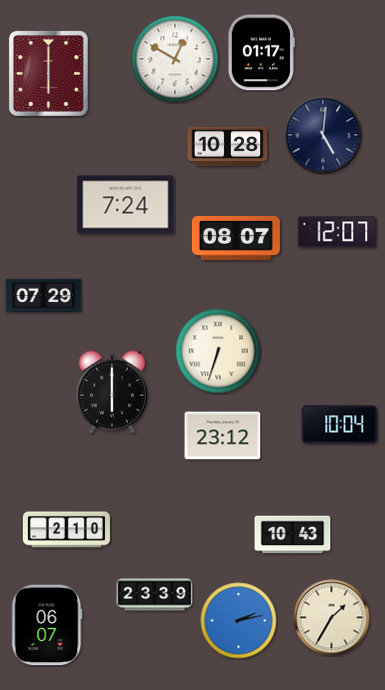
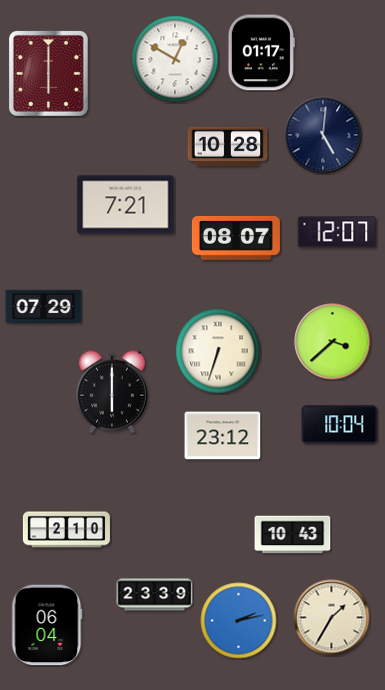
clock at (126, 205): 7:24 -> 7:21
clock at (44, 296) position: (44, 296) -> (44, 307)
clock at (333, 342): none -> 3:38
clock at (47, 625): 06:07 -> 06:04
